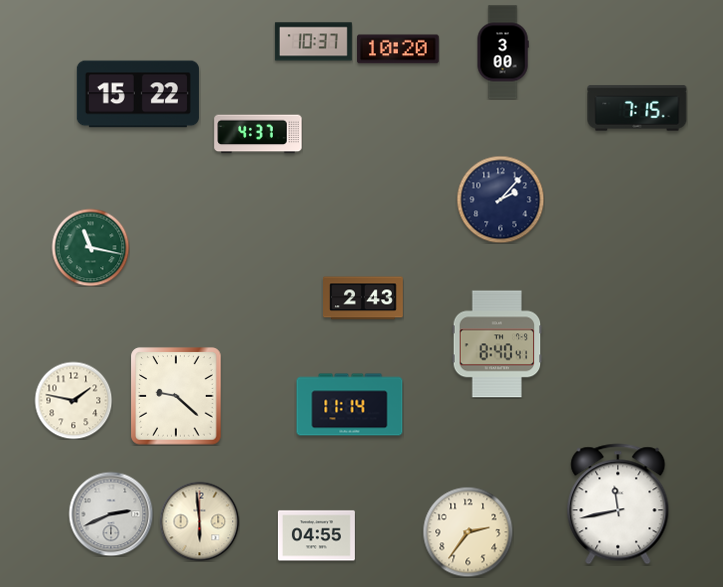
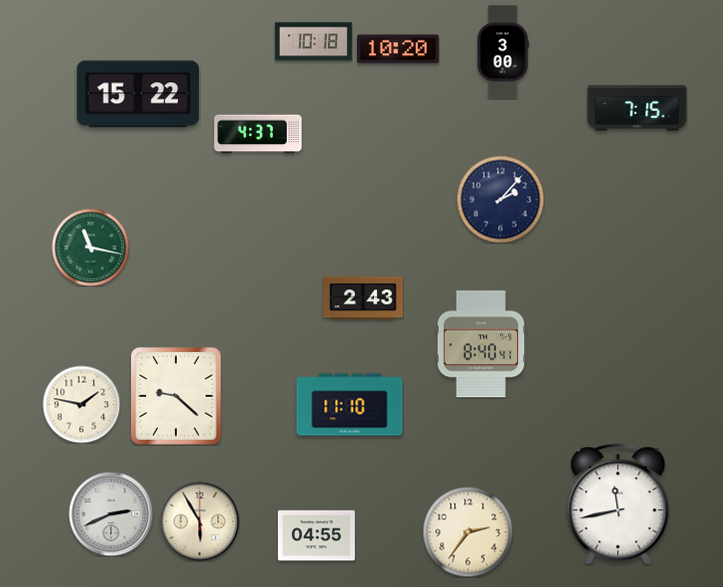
clock at (313, 42): 10:37 -> 10:18
clock at (497, 344) position: (497, 344) -> (481, 344)
clock at (73, 400) position: (73, 400) -> (81, 404)
clock at (350, 405): 11:14 -> 11:10
clock at (199, 521): 5:59 -> 5:55
